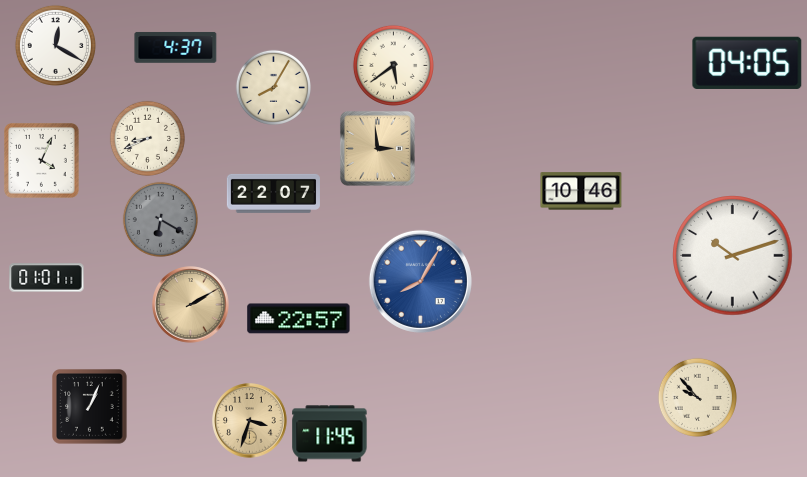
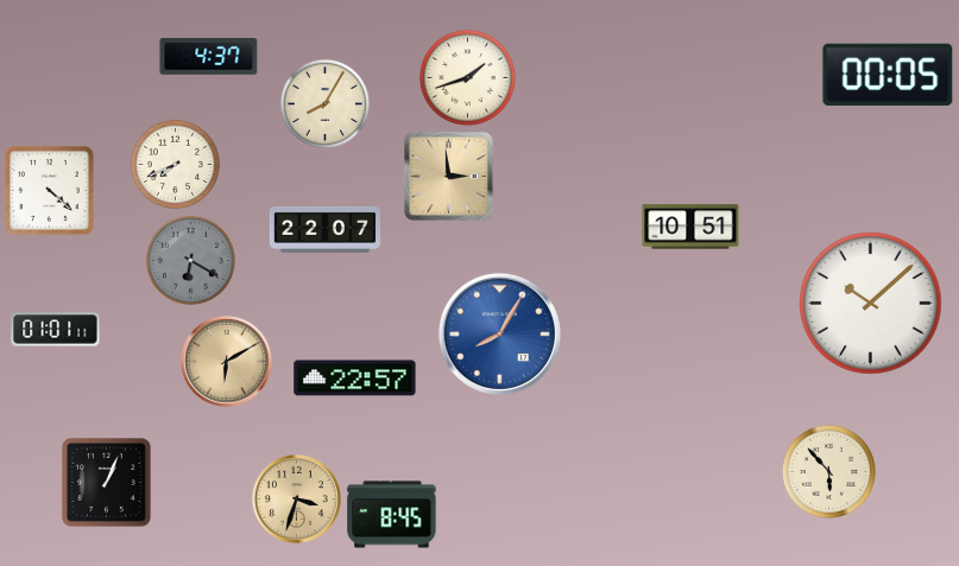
clock at (55, 45): 12:20 -> none
clock at (747, 62): 04:05 -> 00:05
clock at (393, 65): 5:39 -> 1:42
clock at (147, 138): 8:41 -> 7:41
clock at (42, 161): 4:04 -> 4:22
clock at (581, 191): 10:46 -> 10:51
clock at (733, 256): 10:12 -> 10:08
clock at (191, 305): 2:10 -> 6:10
clock at (697, 397): 9:53 -> 5:53
clock at (330, 434): 11:45 -> 8:45
